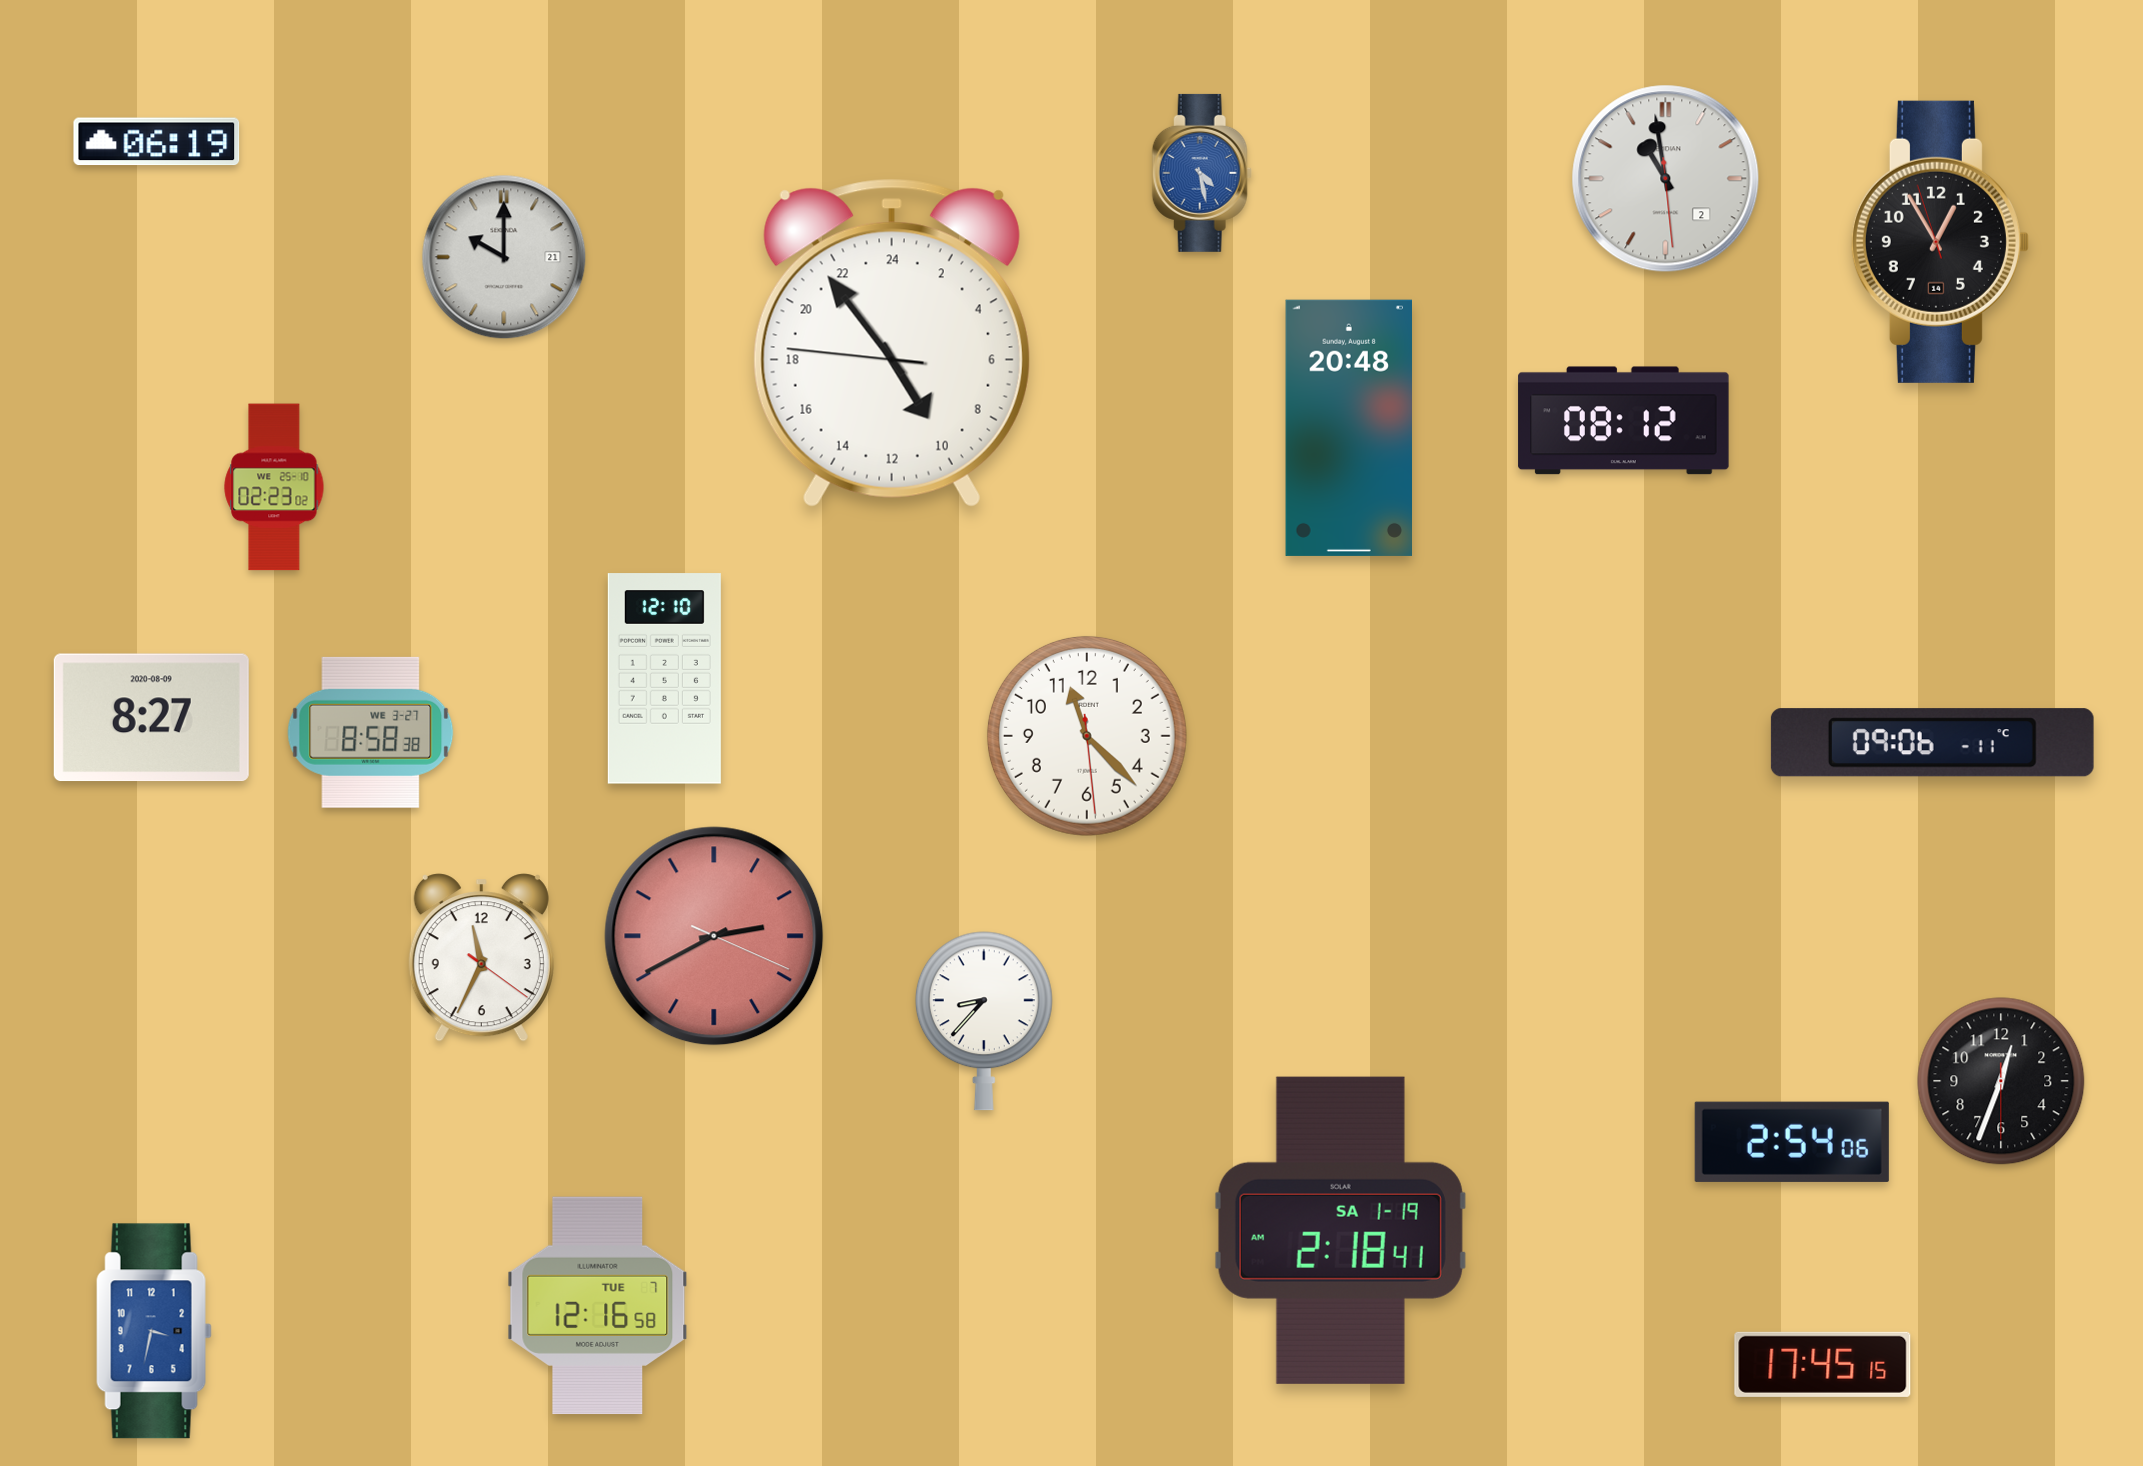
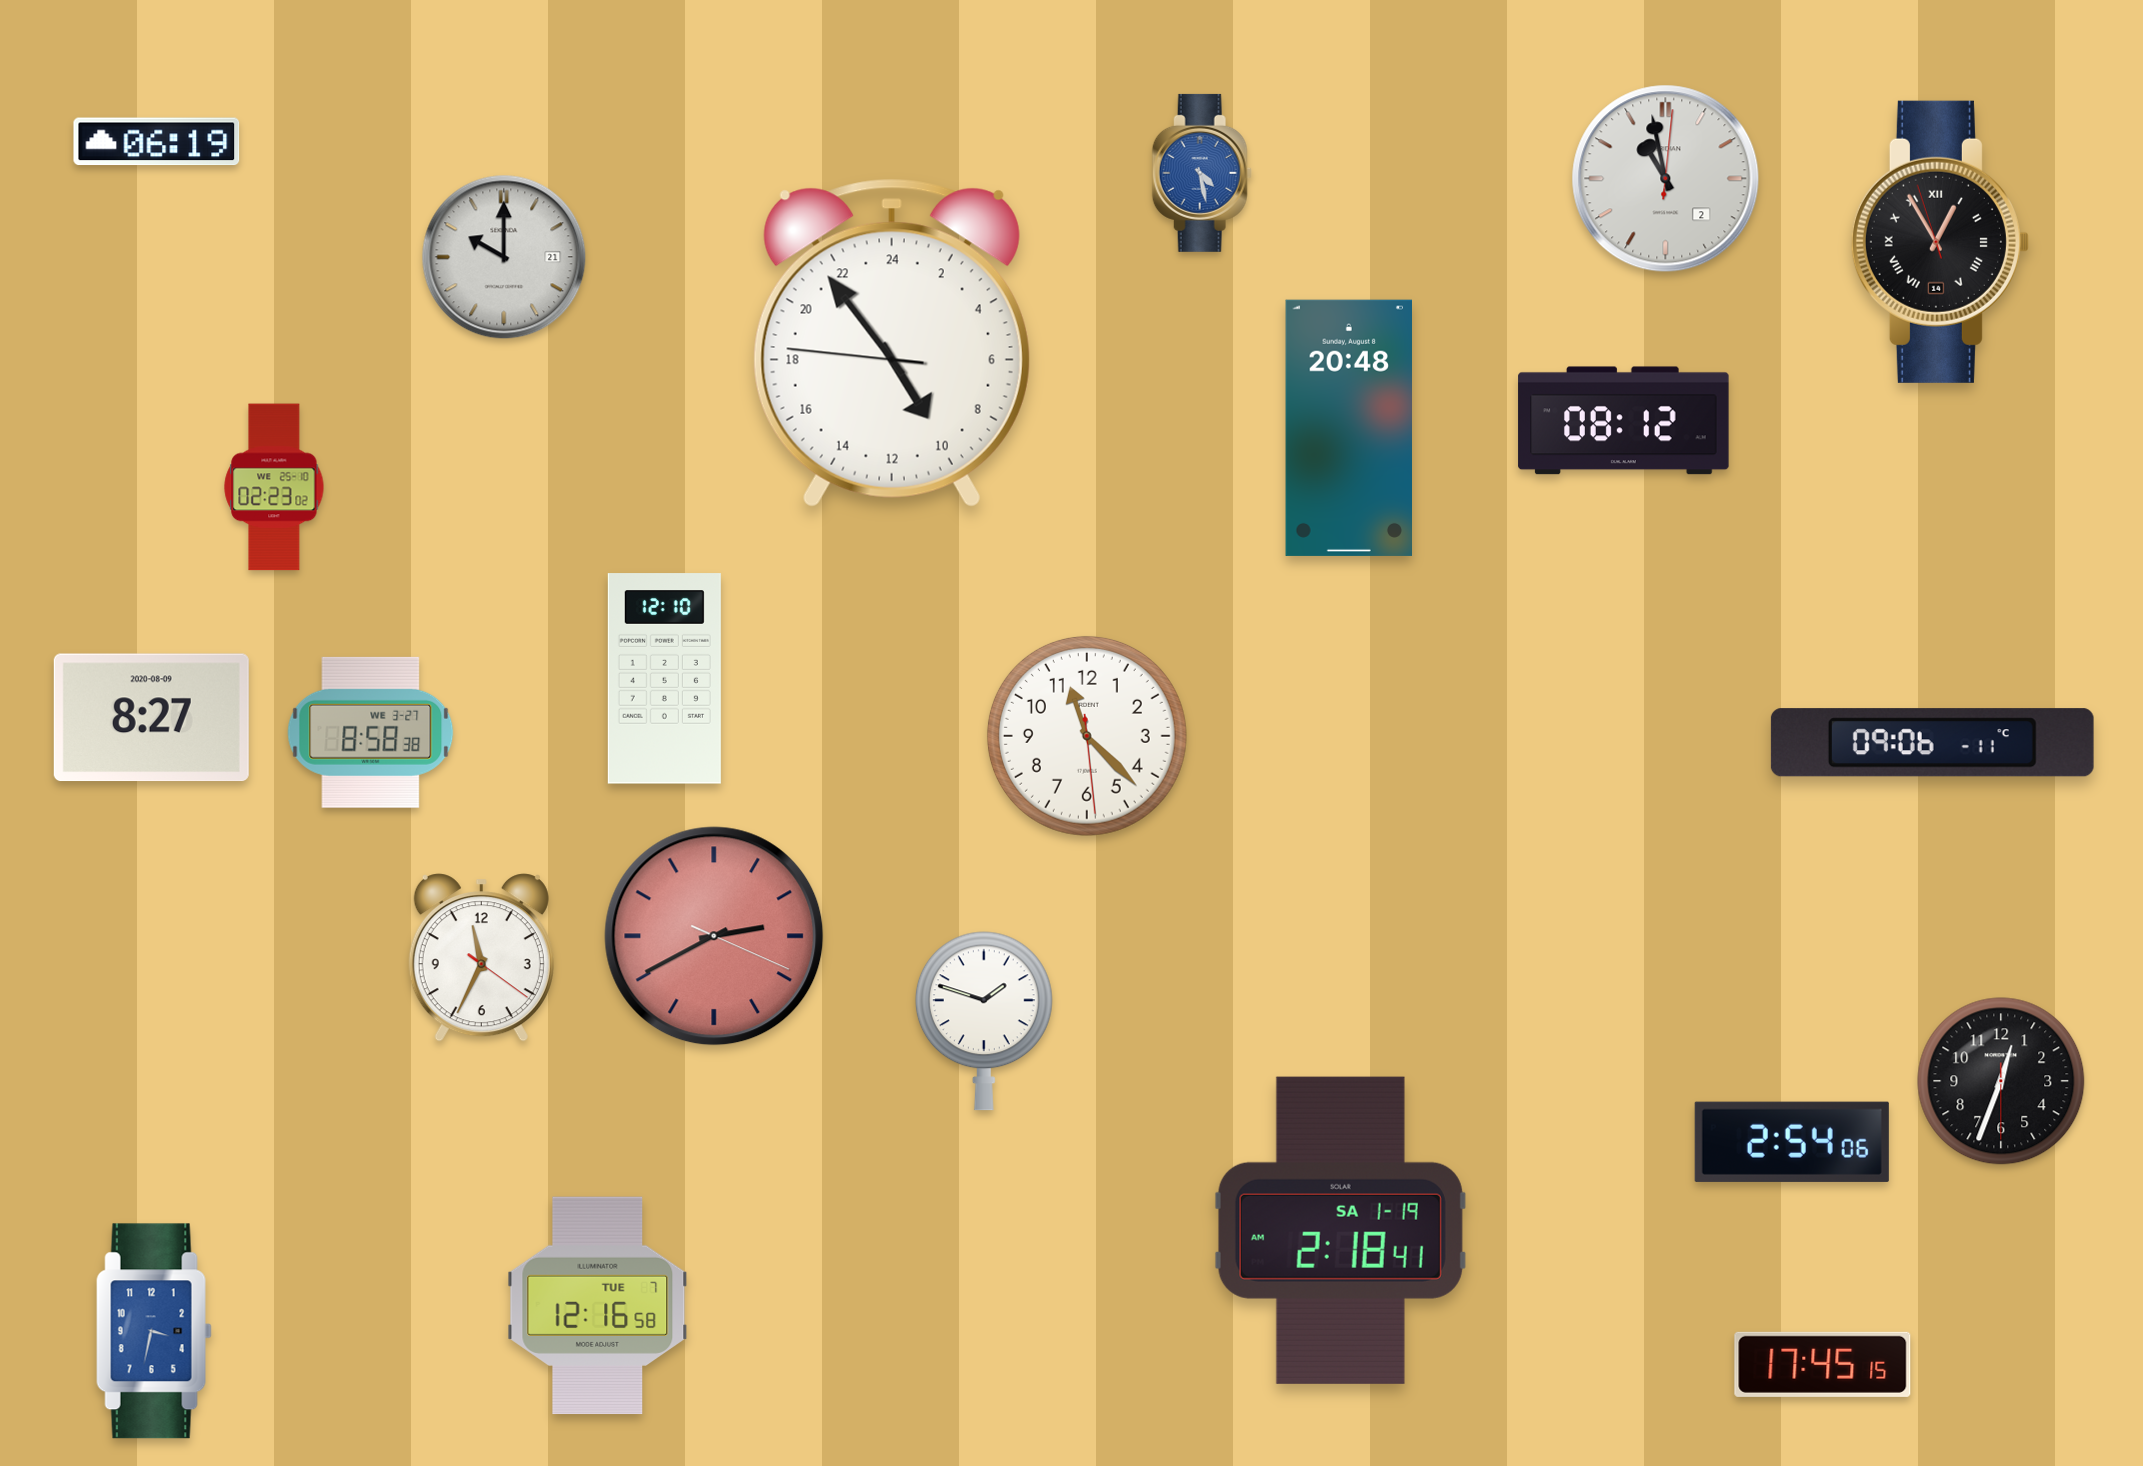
clock at (1666, 179): 10:58:29 -> 10:58:01
clock at (1940, 242) numerals: Arabic -> Roman
clock at (984, 1021): 8:37 -> 1:48
